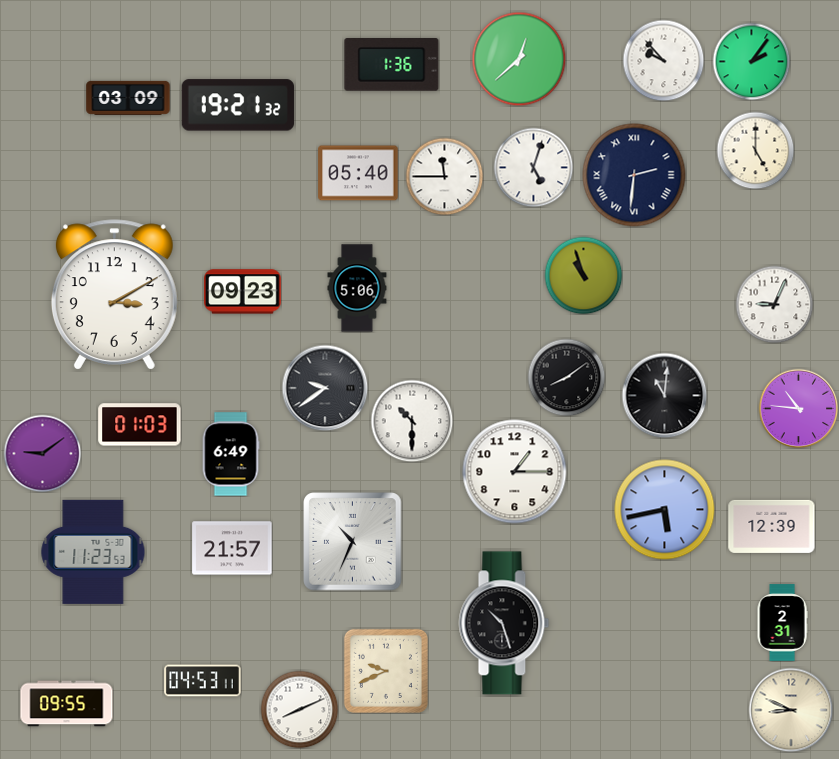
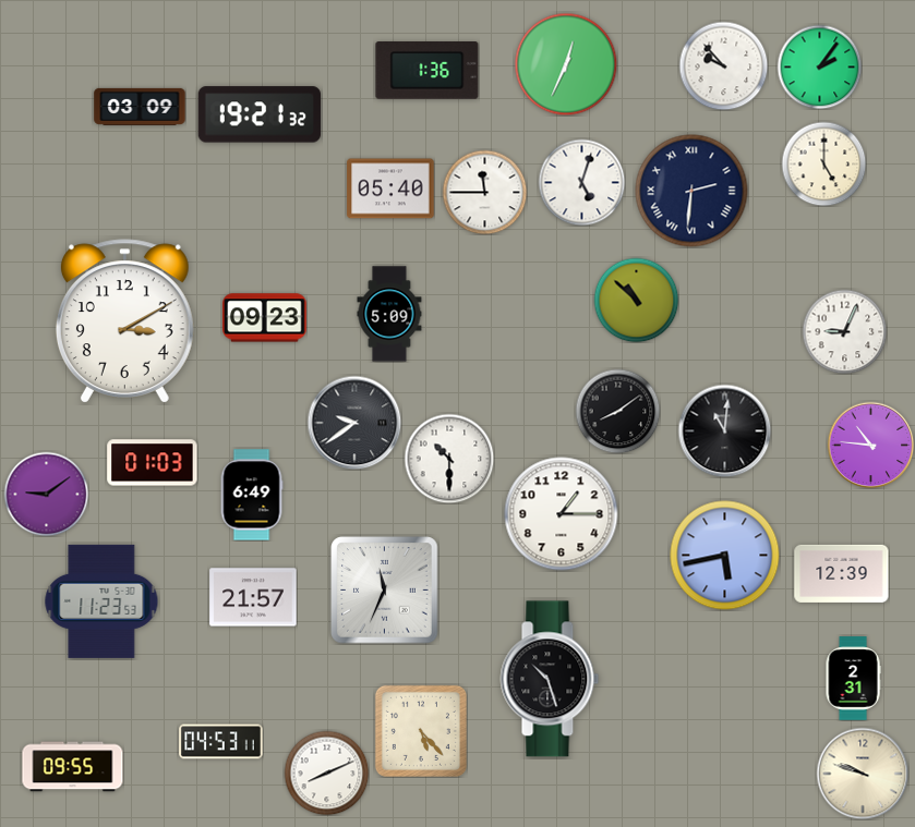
clock at (519, 59): 12:38 -> 12:34
clock at (583, 275): 10:57 -> 10:52
clock at (357, 288): 5:06 -> 5:09
clock at (353, 542): 10:34 -> 11:34
clock at (386, 671): 9:41 -> 5:23
clock at (791, 710): 8:49 -> 9:48
